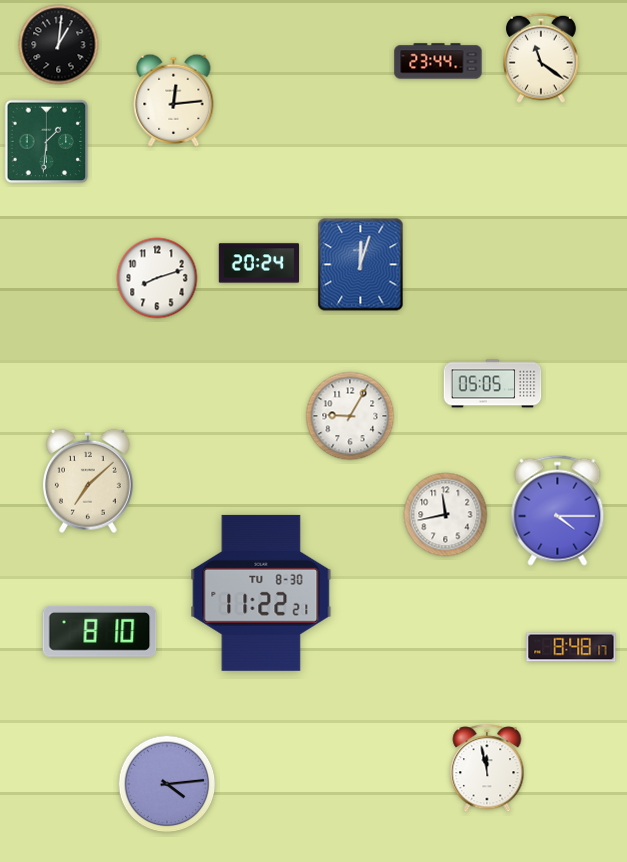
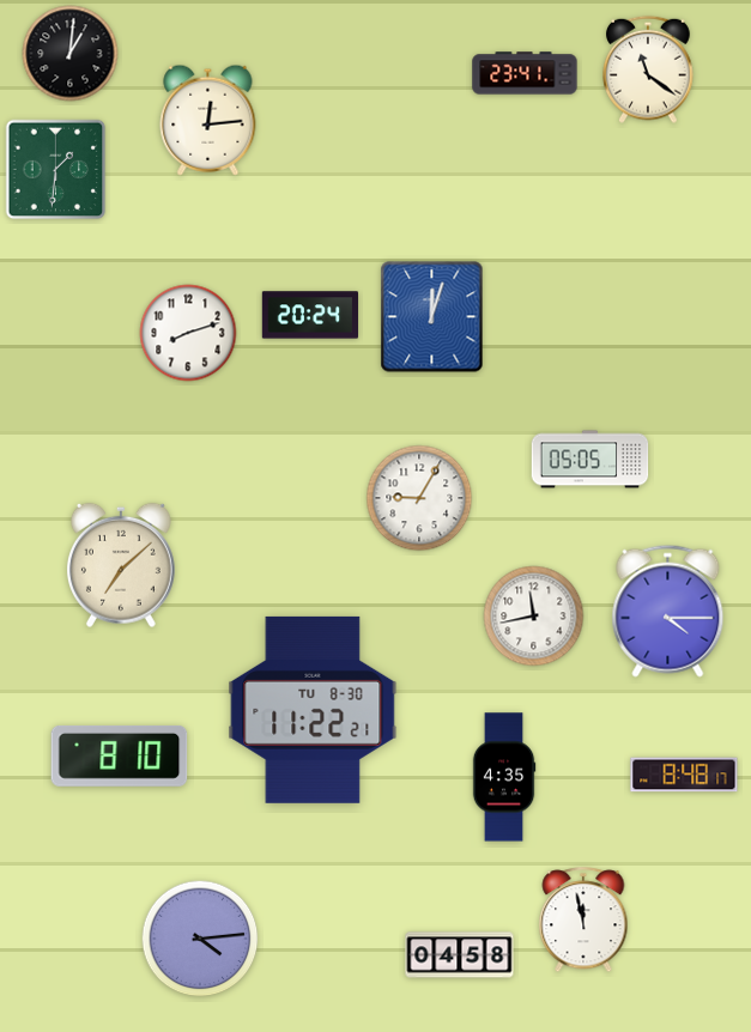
clock at (438, 61): 23:44 -> 23:41
clock at (88, 481) position: (88, 481) -> (121, 565)
clock at (504, 777): none -> 4:35
clock at (460, 955): none -> 04:58
